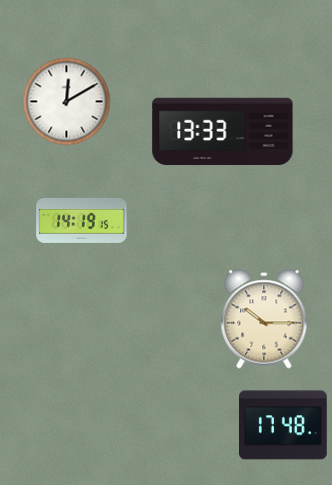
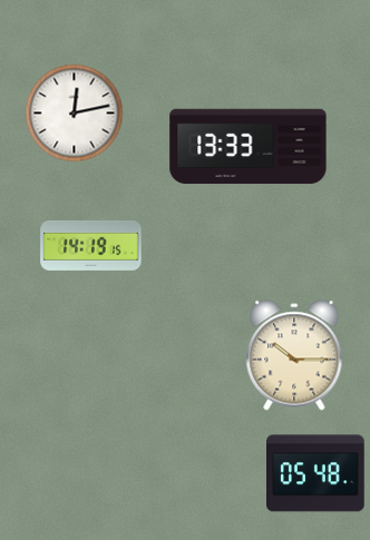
clock at (67, 102): 12:10 -> 12:13
clock at (284, 425): 17:48 -> 05:48
